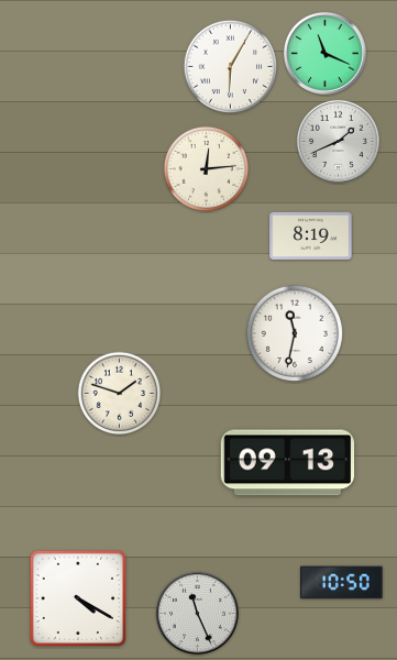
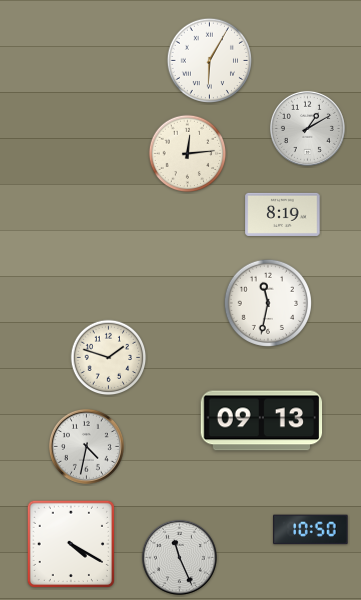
clock at (324, 53): 11:19 -> none
clock at (338, 141): 1:41 -> 1:10
clock at (86, 446): none -> 4:32
